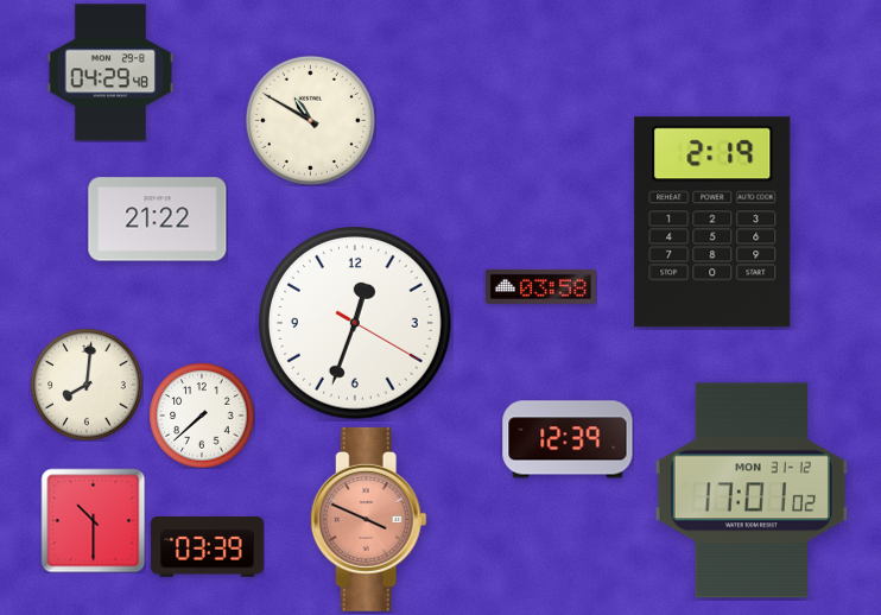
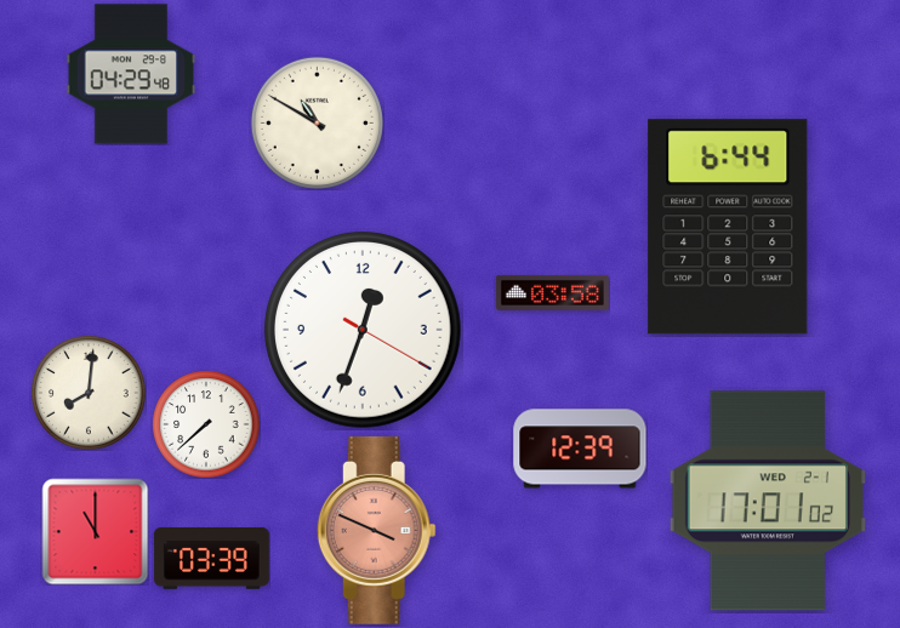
clock at (110, 72) position: (110, 72) -> (131, 74)
clock at (158, 220): 21:22 -> none
clock at (712, 222): 2:19 -> 6:44
clock at (750, 490) date: MON 31-12 -> WED 2-1
clock at (93, 520): 10:30 -> 11:00
